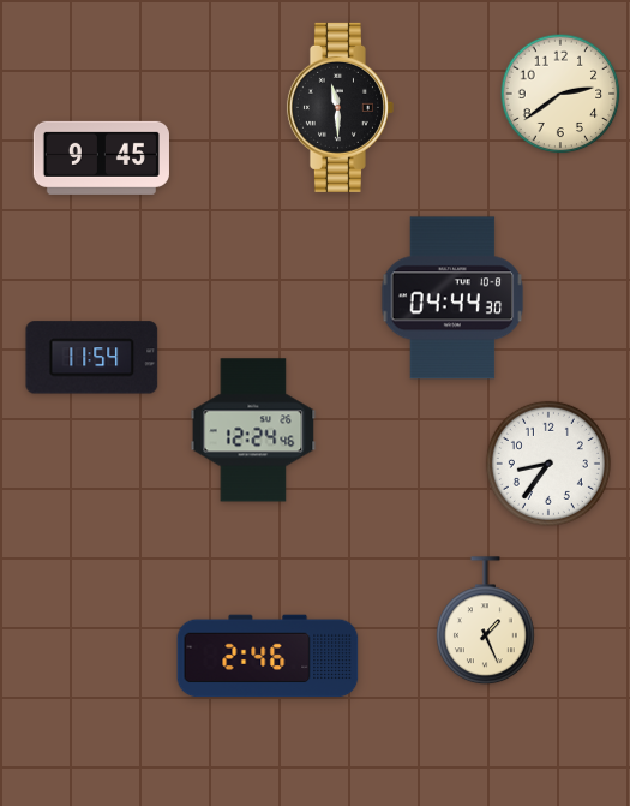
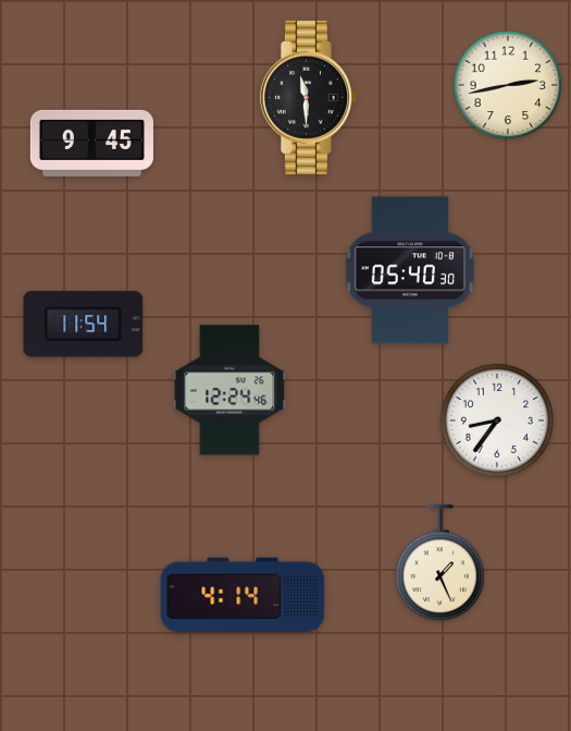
clock at (560, 94): 2:39 -> 2:43
clock at (452, 298): 04:44 -> 05:40
clock at (268, 656): 2:46 -> 4:14
